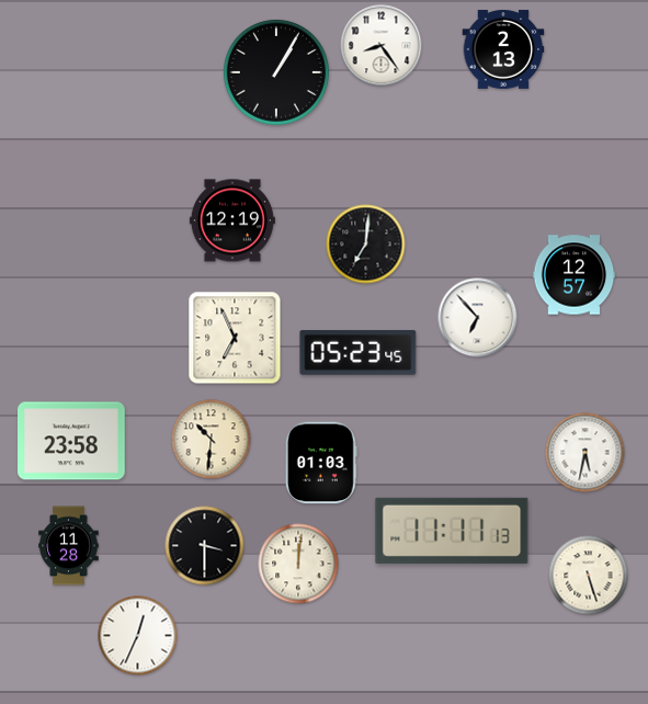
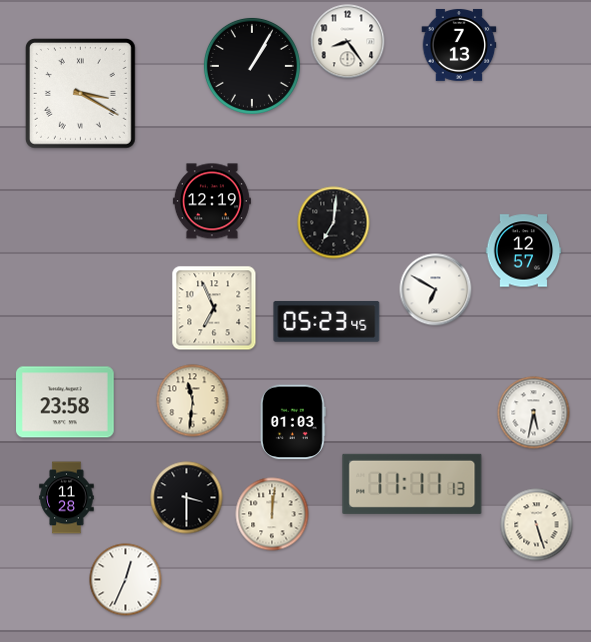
clock at (503, 49): 2:13 -> 7:13
clock at (81, 94): none -> 3:20
clock at (478, 318): 6:53 -> 6:50
clock at (212, 440): 10:31 -> 11:31
clock at (69, 546) position: (69, 546) -> (67, 498)
